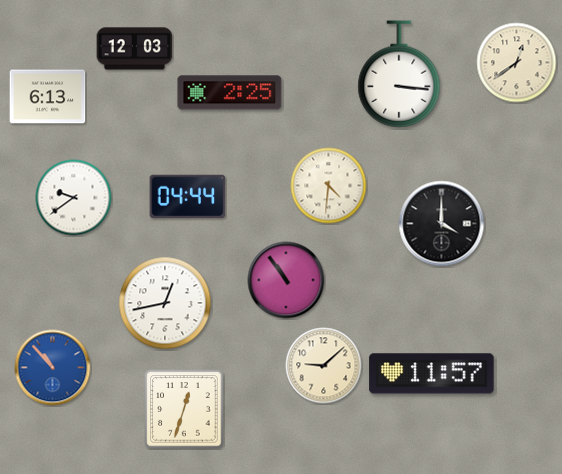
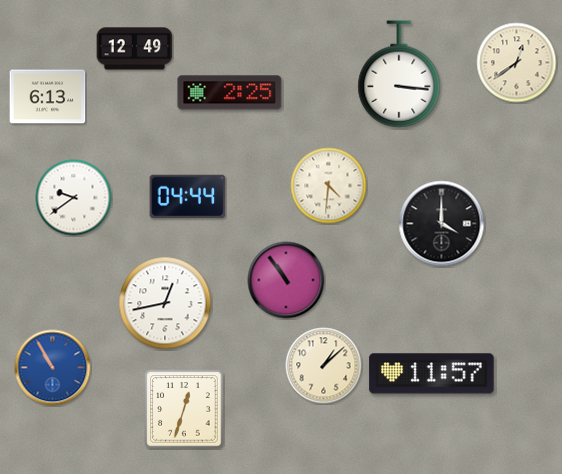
clock at (135, 49): 12:03 -> 12:49
clock at (324, 366): 9:08 -> 1:08
clock at (53, 368): 10:53 -> 10:55
